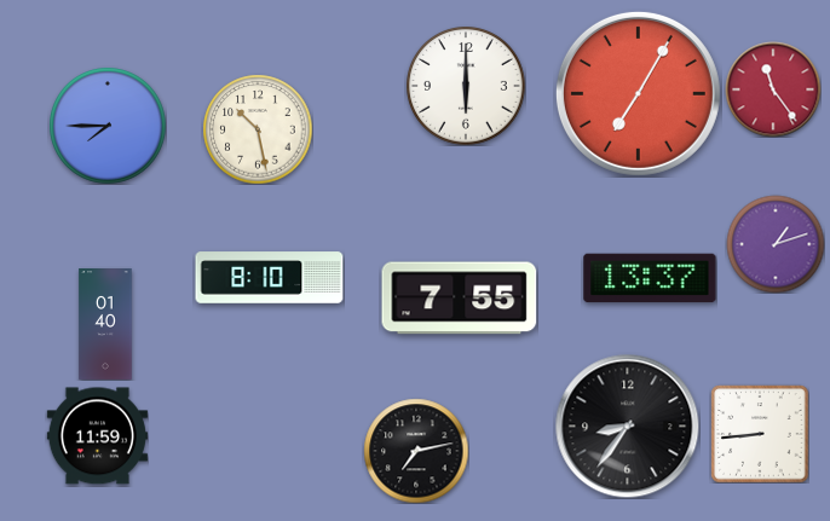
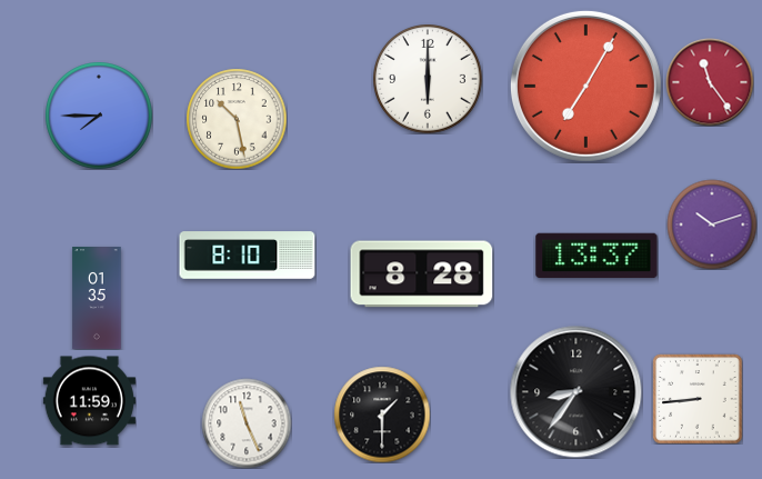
clock at (776, 244): 1:12 -> 10:12
clock at (460, 299): 7:55 -> 8:28
clock at (105, 325): 01:40 -> 01:35
clock at (416, 451): 7:13 -> 1:30
clock at (247, 423): none -> 11:26
